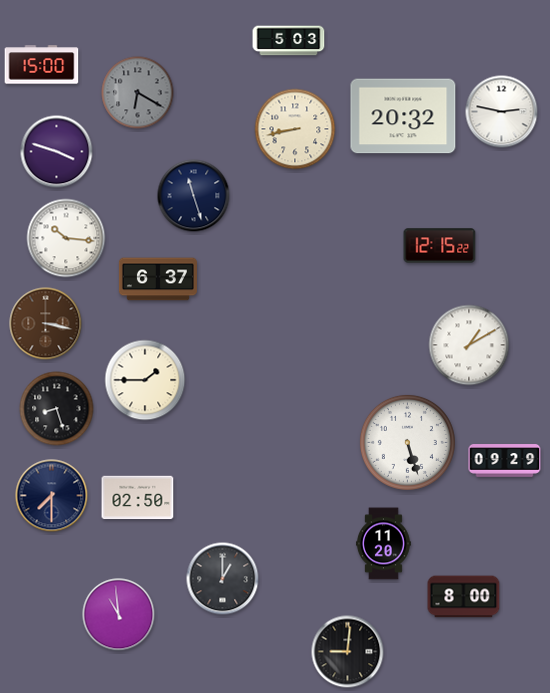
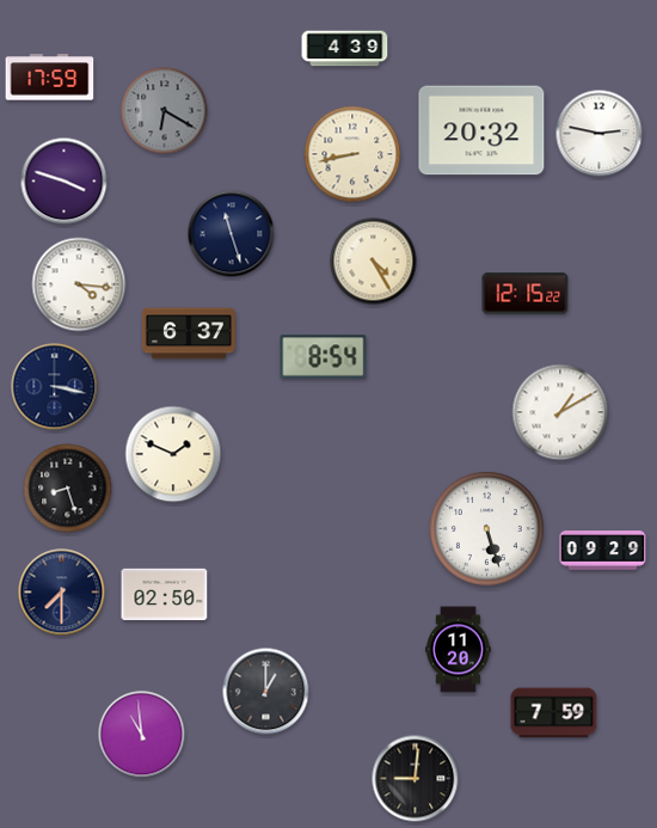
clock at (289, 41): 5:03 -> 4:39
clock at (42, 65): 15:00 -> 17:59
clock at (403, 116) position: (403, 116) -> (481, 130)
clock at (57, 152) position: (57, 152) -> (65, 182)
clock at (374, 262): none -> 4:25
clock at (66, 238): 10:16 -> 4:16
clock at (324, 357): none -> 8:54
clock at (46, 324) dial: brown -> navy
clock at (145, 380): 1:45 -> 1:49
clock at (464, 597): 8:00 -> 7:59
